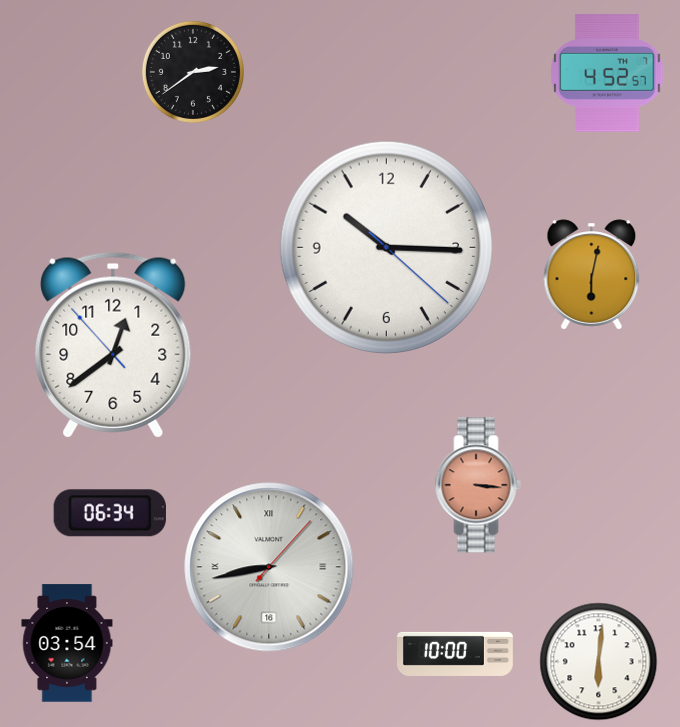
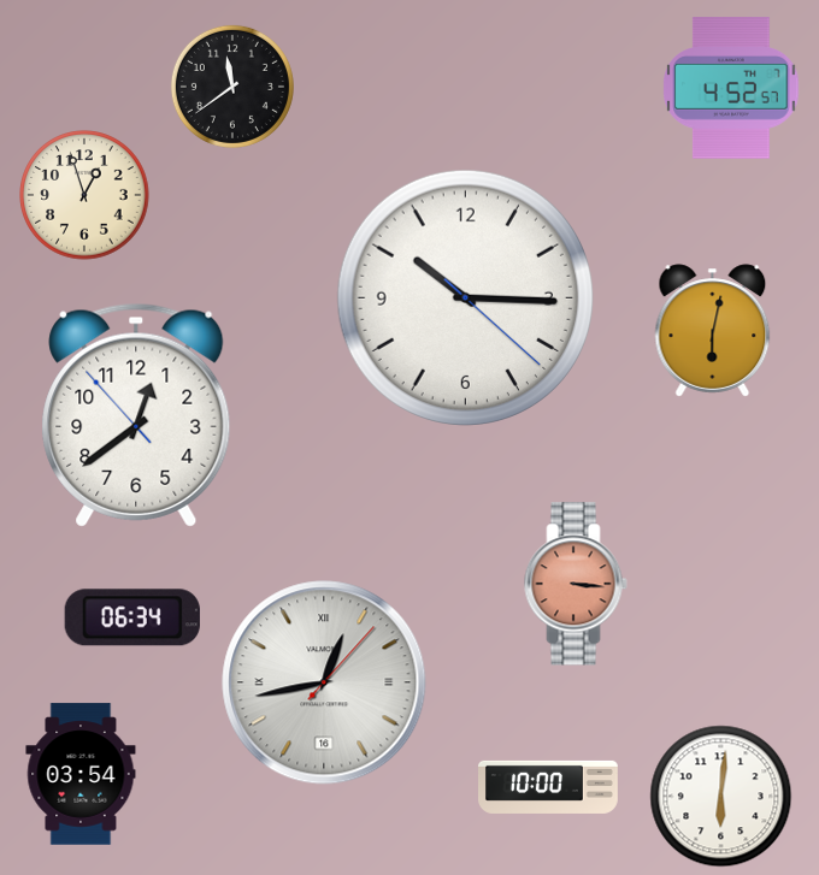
clock at (193, 72): 2:39 -> 11:39
clock at (84, 195): none -> 12:57
clock at (269, 567): 8:43 -> 12:43
